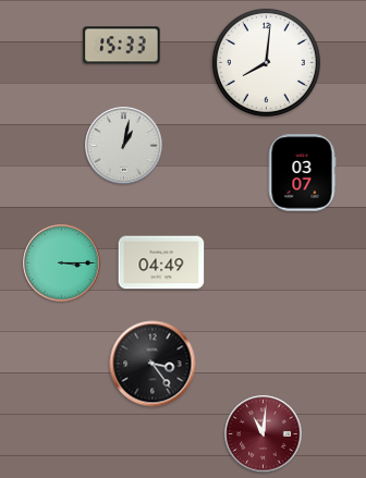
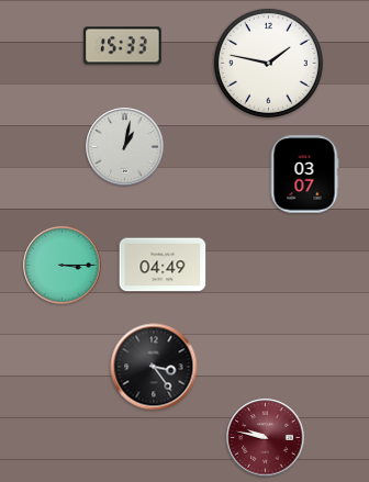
clock at (266, 62): 8:01 -> 1:47
clock at (264, 434): 11:01 -> 9:47
